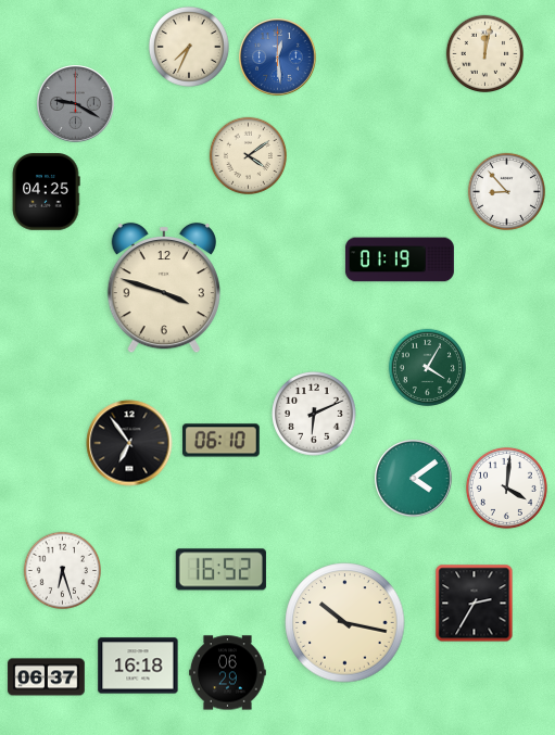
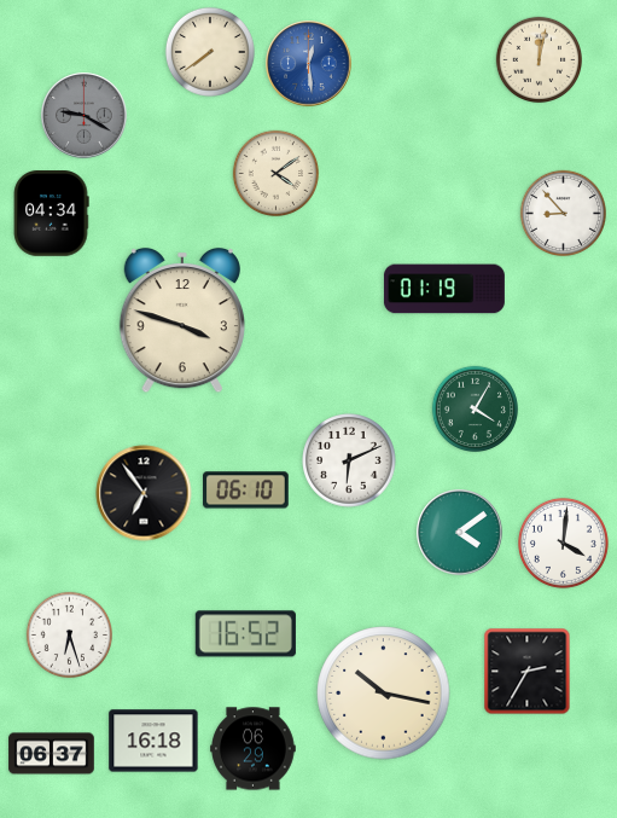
clock at (189, 47): 7:34 -> 7:39
clock at (46, 192): 04:25 -> 04:34
